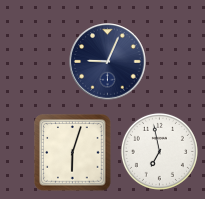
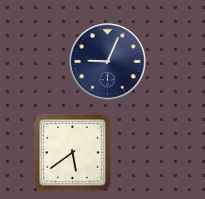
clock at (159, 151): 6:58 -> none
clock at (73, 153): 6:03 -> 5:39
